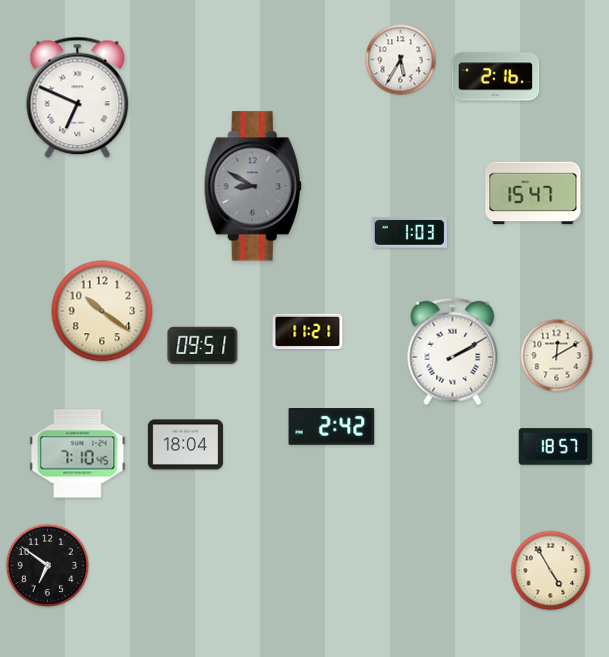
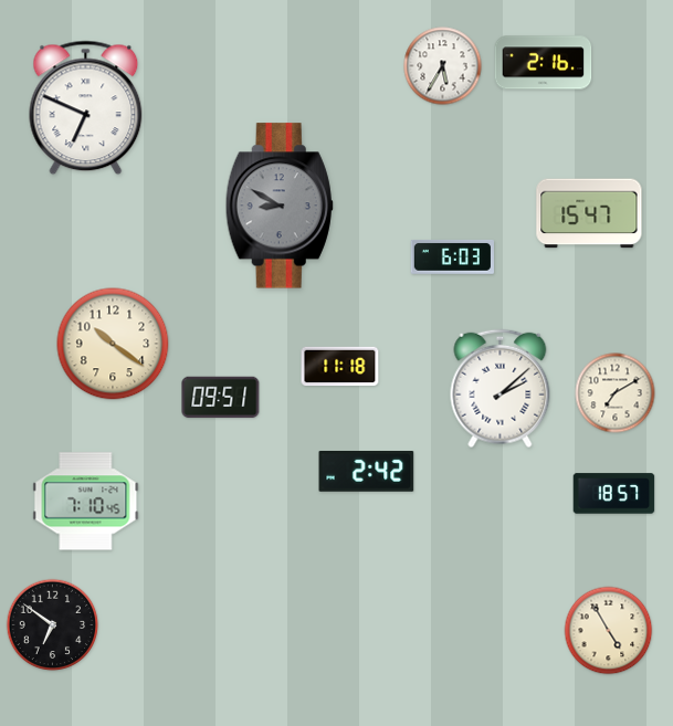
clock at (496, 77) position: (496, 77) -> (544, 63)
clock at (409, 232): 1:03 -> 6:03
clock at (308, 332): 11:21 -> 11:18
clock at (203, 346) position: (203, 346) -> (221, 398)
clock at (453, 352): 2:10 -> 2:08
clock at (557, 356): 12:10 -> 7:10
clock at (185, 445): 18:04 -> none
